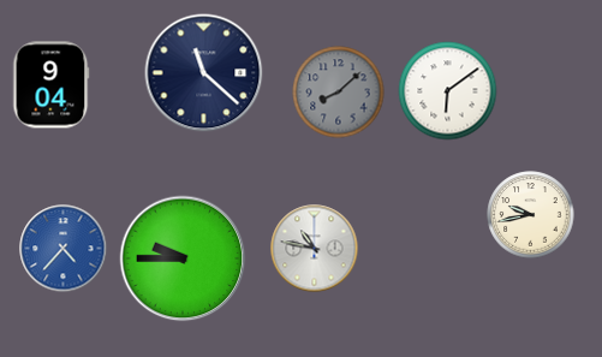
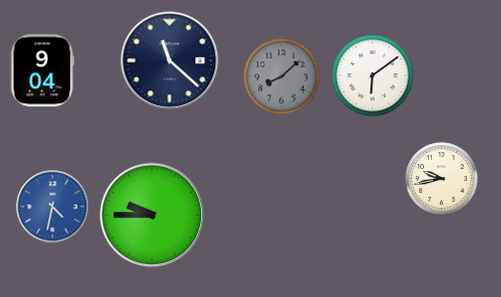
clock at (64, 249): 4:37 -> 4:32
clock at (315, 249): 10:47 -> none
